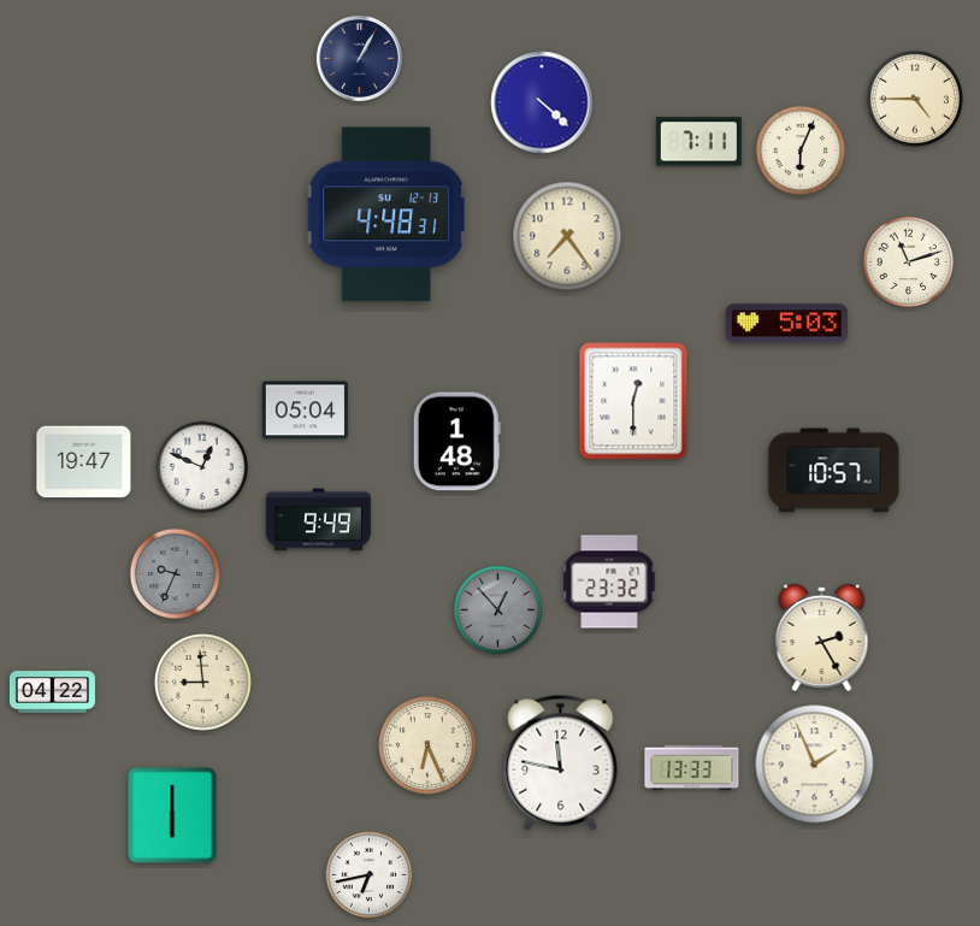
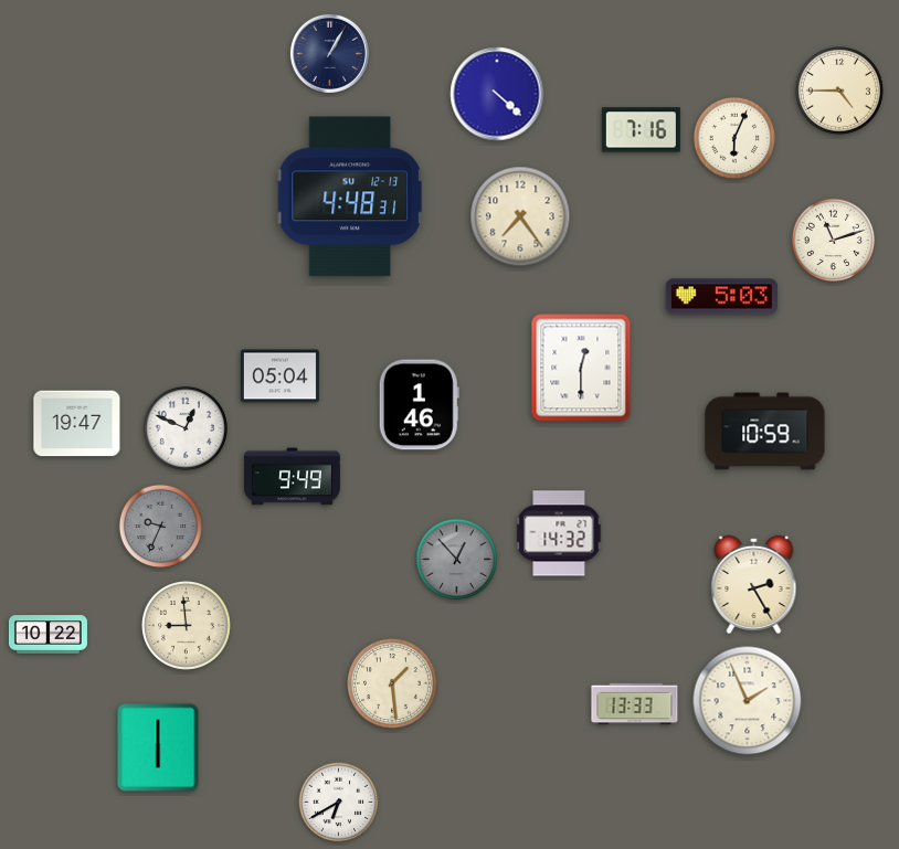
clock at (698, 142): 7:11 -> 7:16
clock at (385, 214) position: (385, 214) -> (349, 197)
clock at (456, 442): 1:48 -> 1:46
clock at (834, 471): 10:57 -> 10:59
clock at (609, 582): 23:32 -> 14:32
clock at (52, 692): 04:22 -> 10:22
clock at (427, 745): 6:26 -> 1:29
clock at (561, 763): 11:47 -> none
clock at (370, 875): 6:43 -> 6:40
